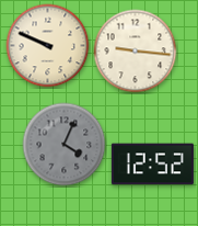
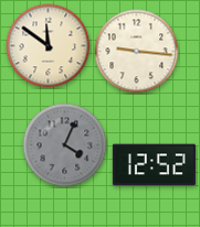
clock at (48, 46): 9:49 -> 11:51
